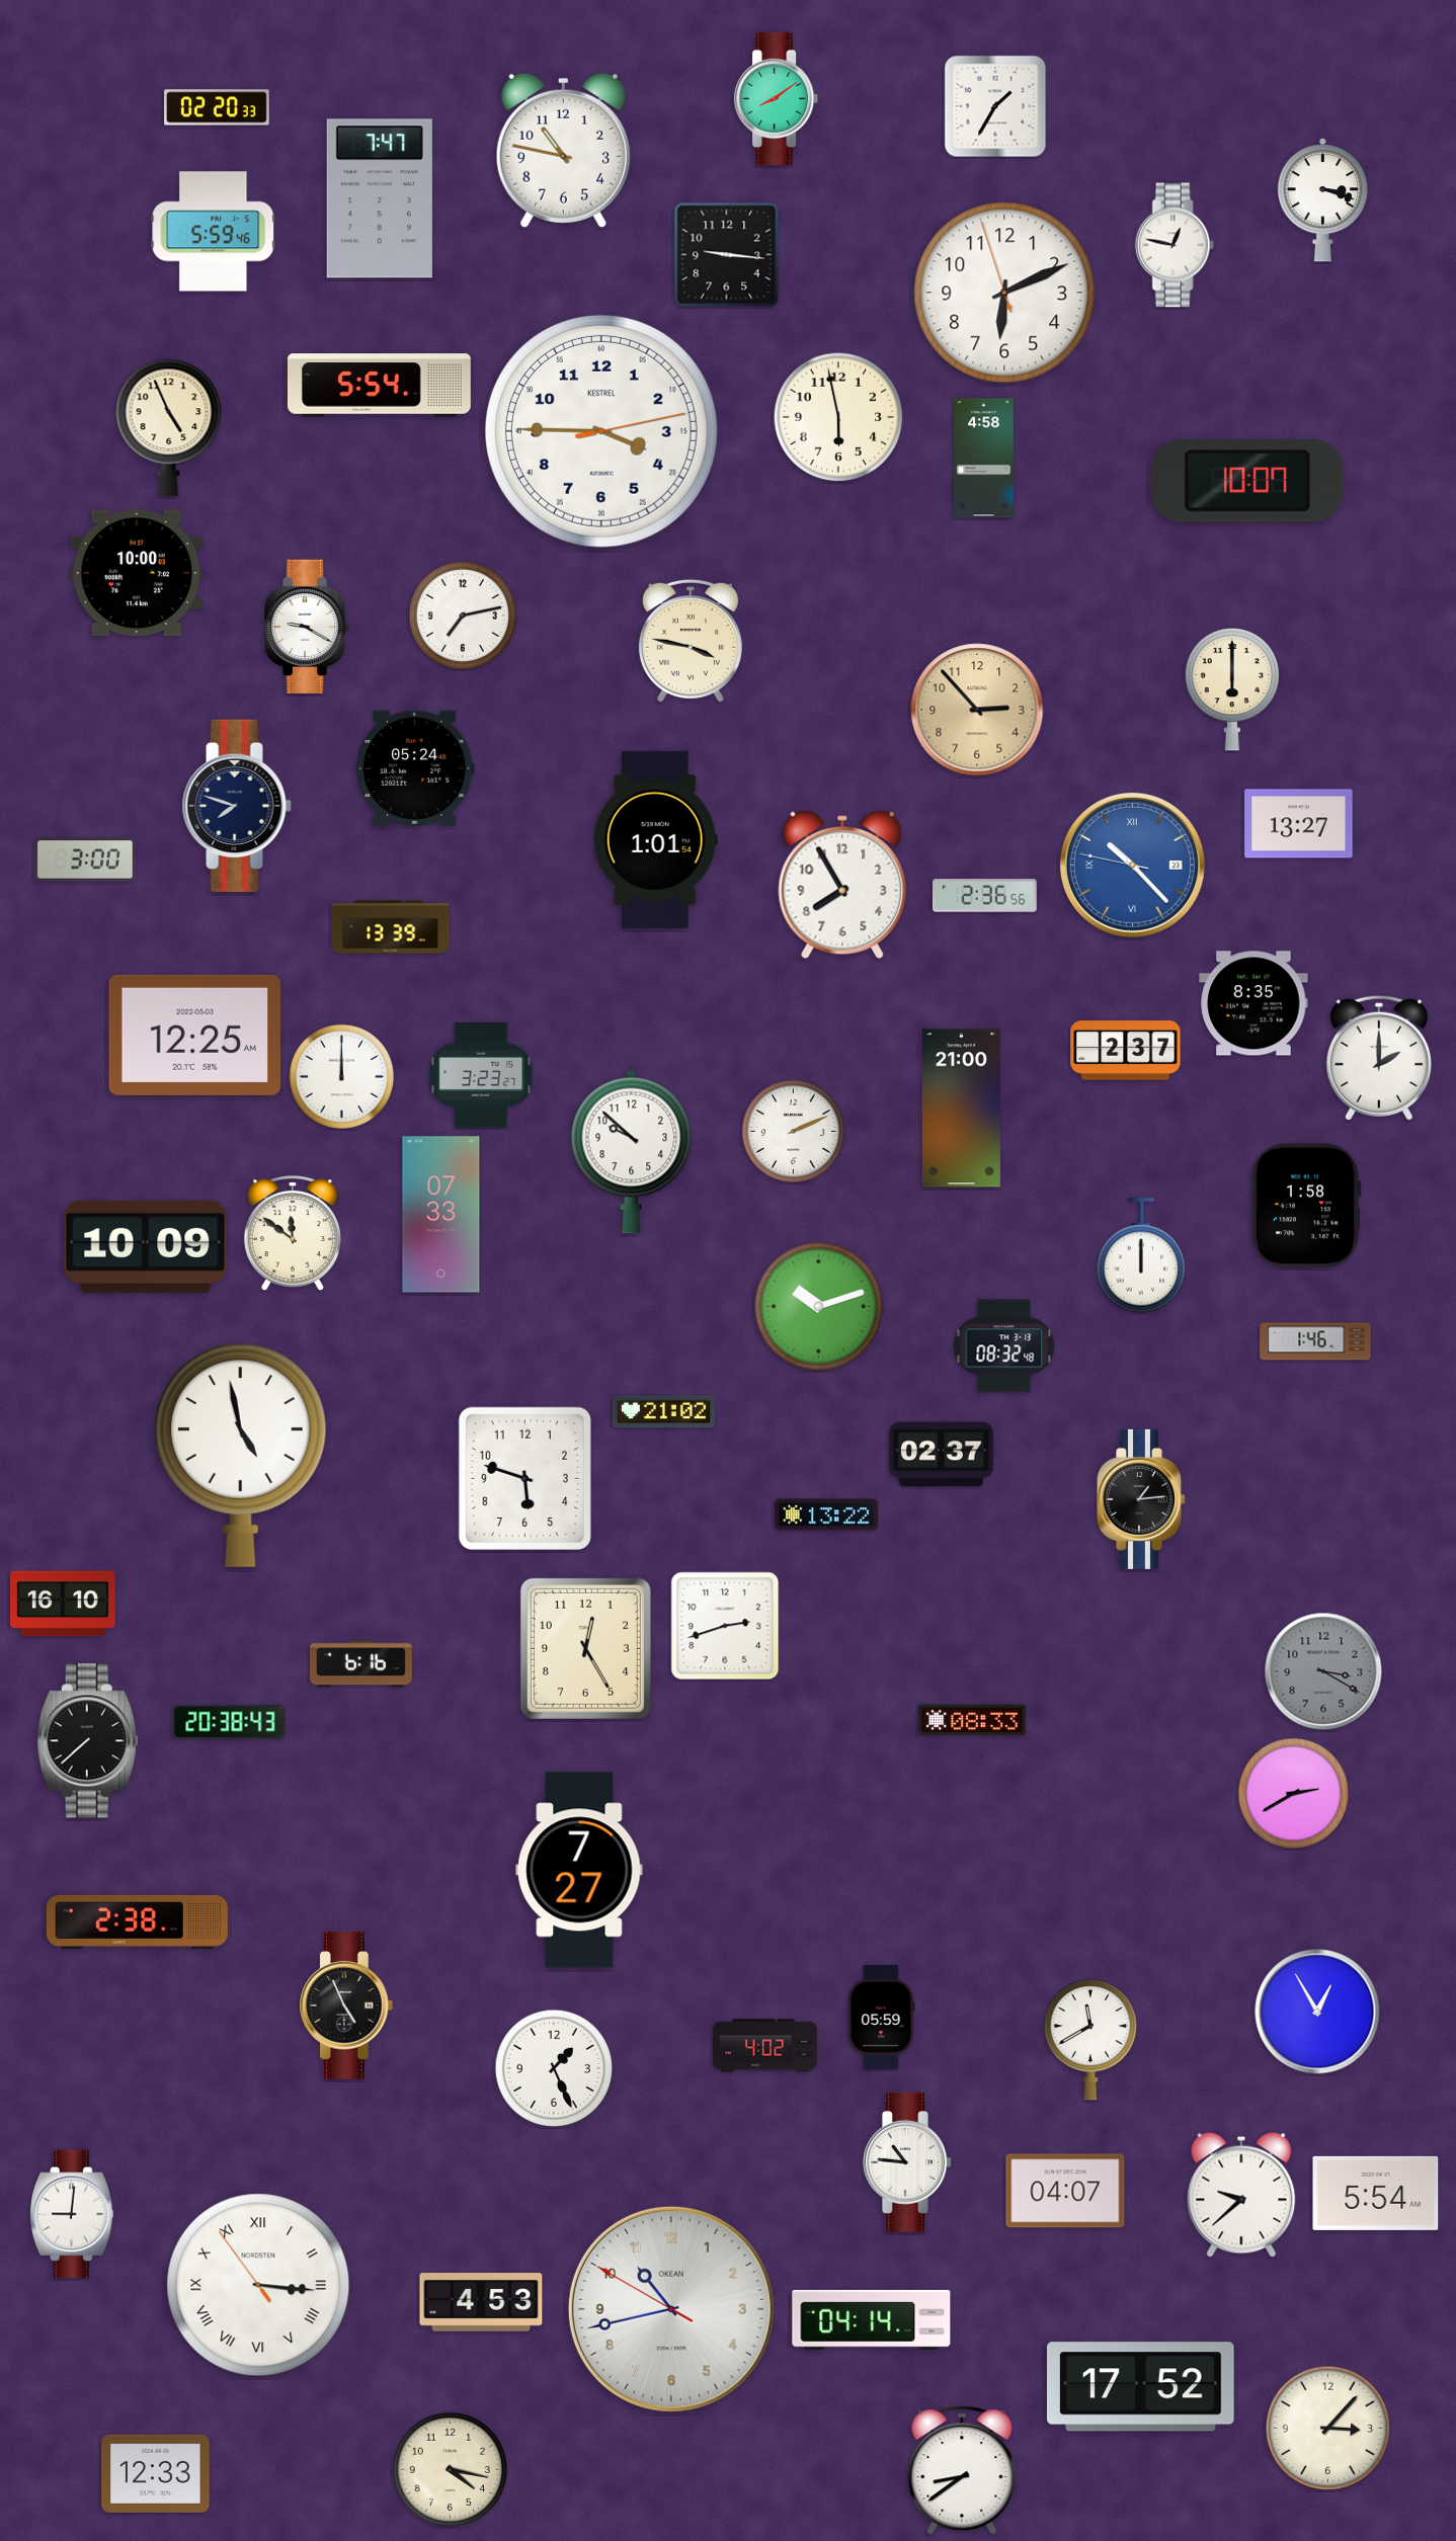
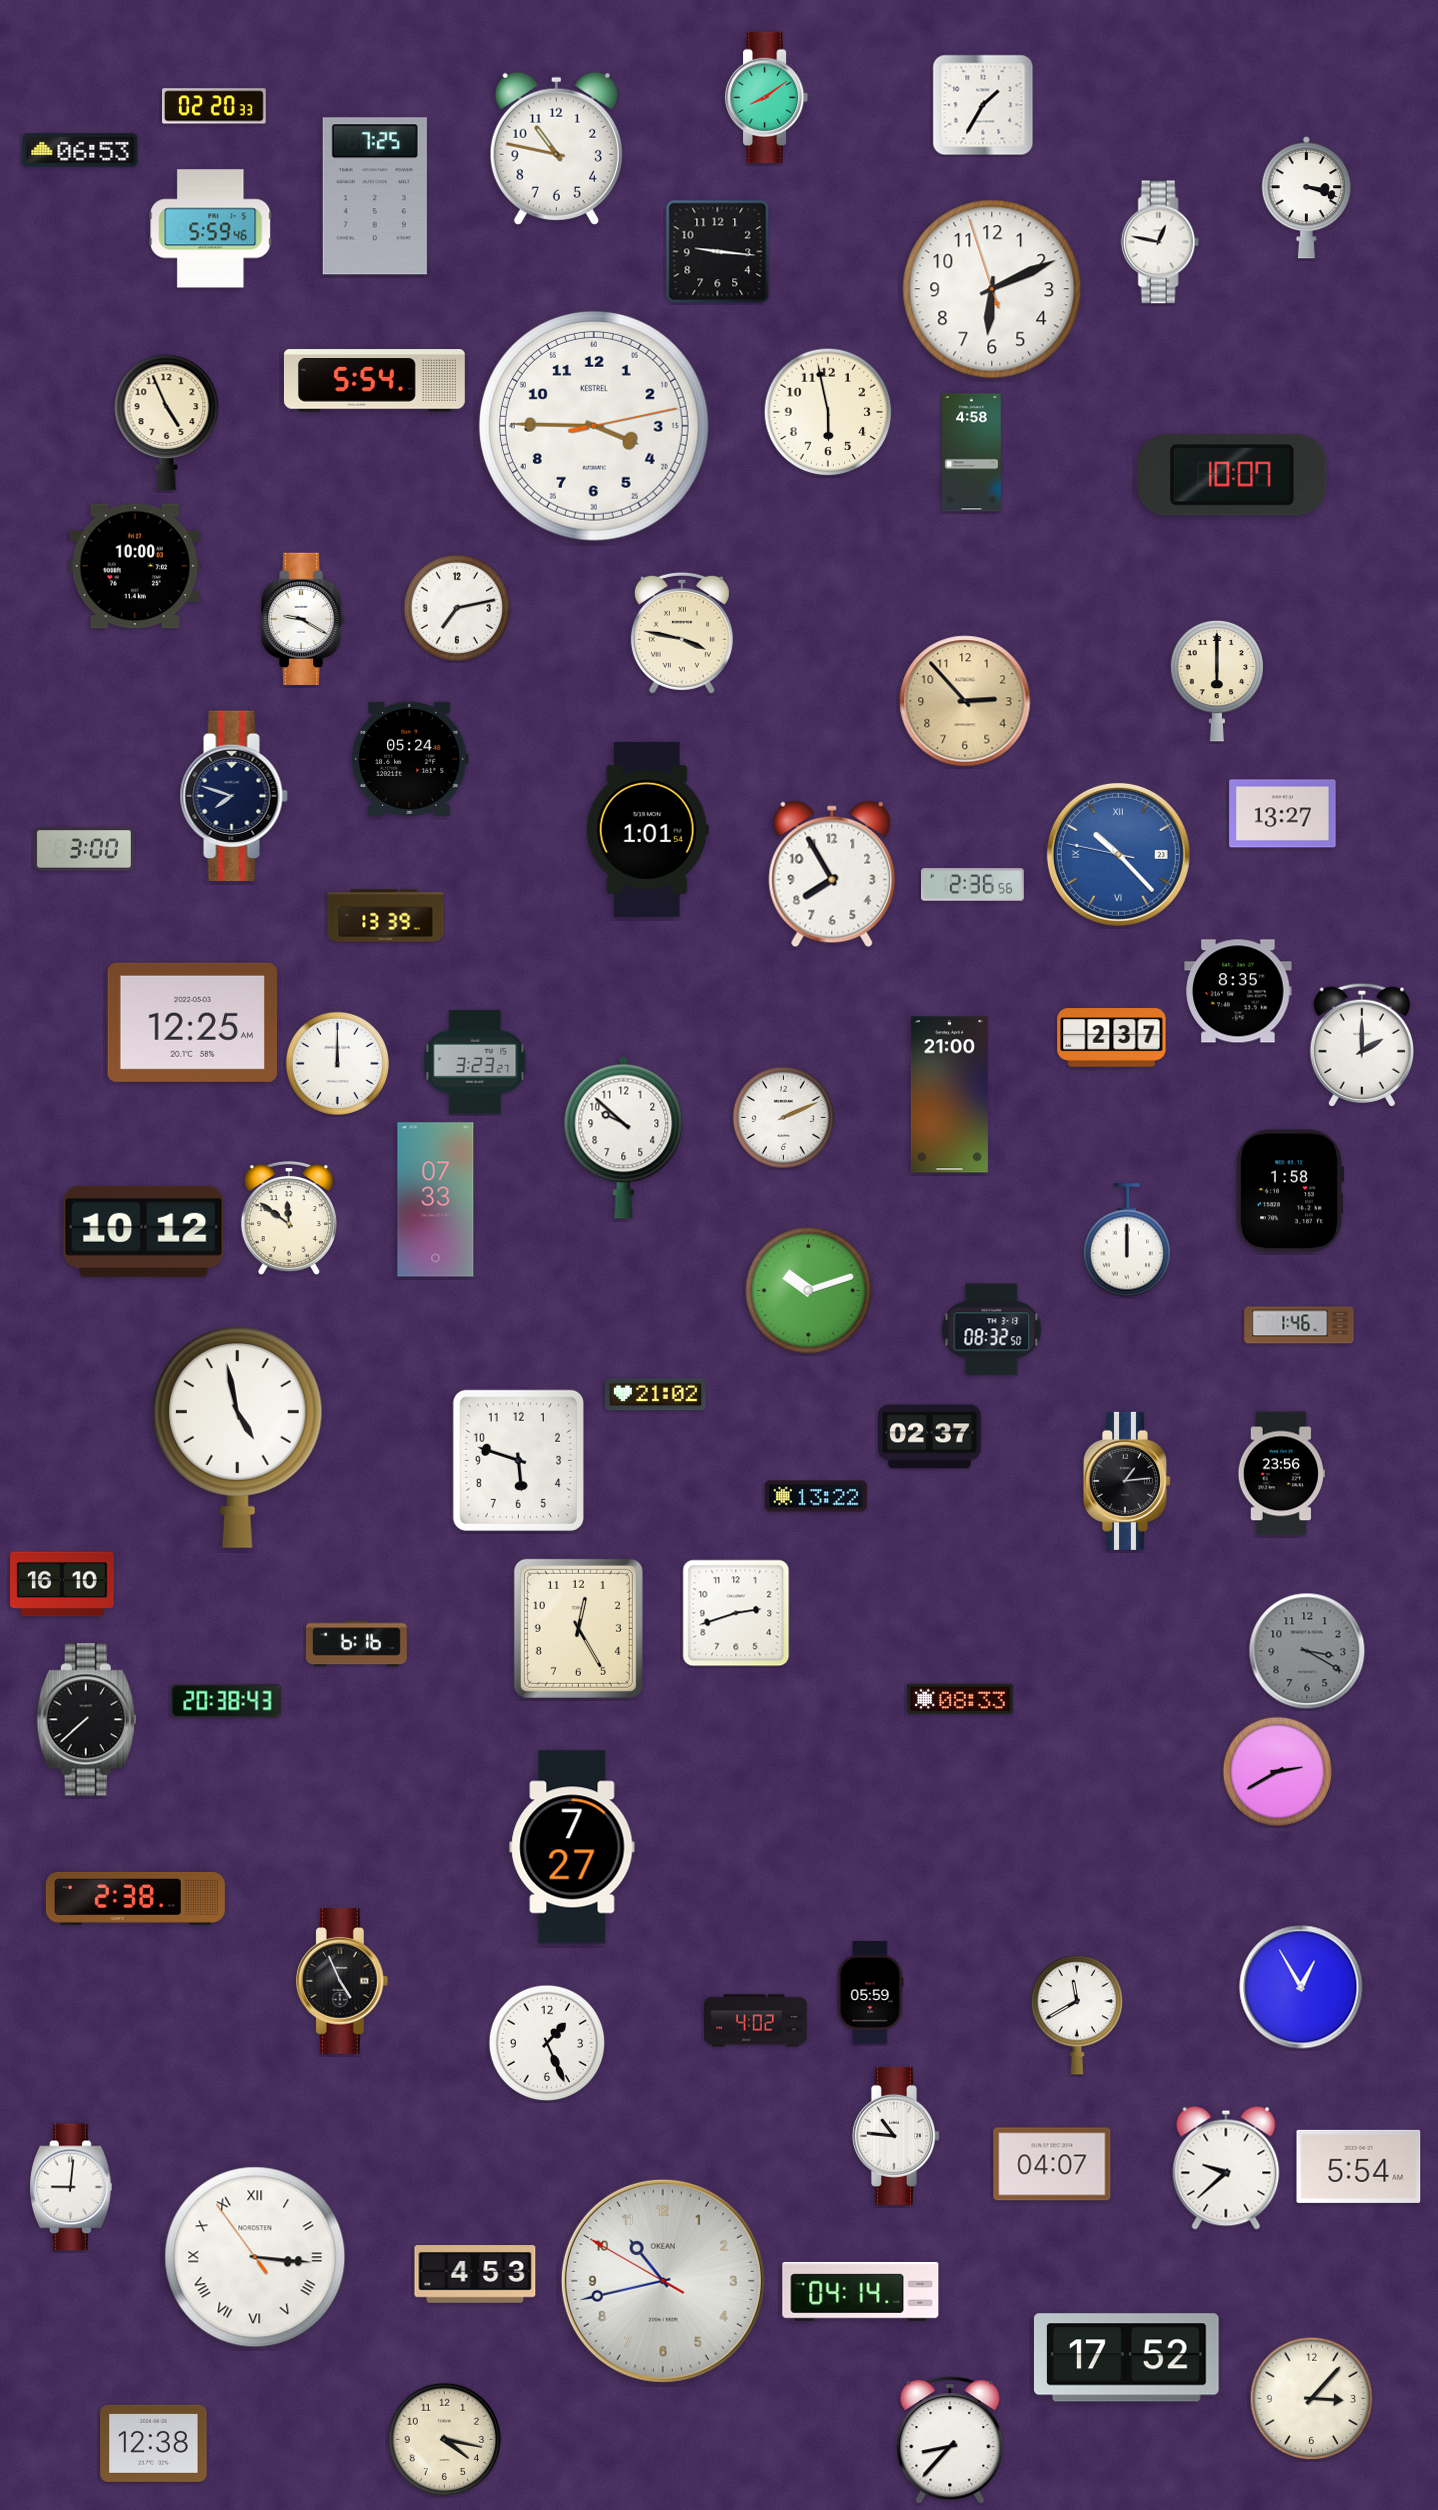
clock at (80, 150): none -> 06:53
clock at (380, 198): 7:47 -> 7:25
clock at (146, 1246): 10:09 -> 10:12
clock at (1004, 1346): 08:32:48 -> 08:32:50
clock at (1281, 1474): none -> 23:56
clock at (725, 1626) position: (725, 1626) -> (736, 1613)
clock at (962, 2470): 8:39 -> 8:37
clock at (156, 2473): 12:33 -> 12:38
